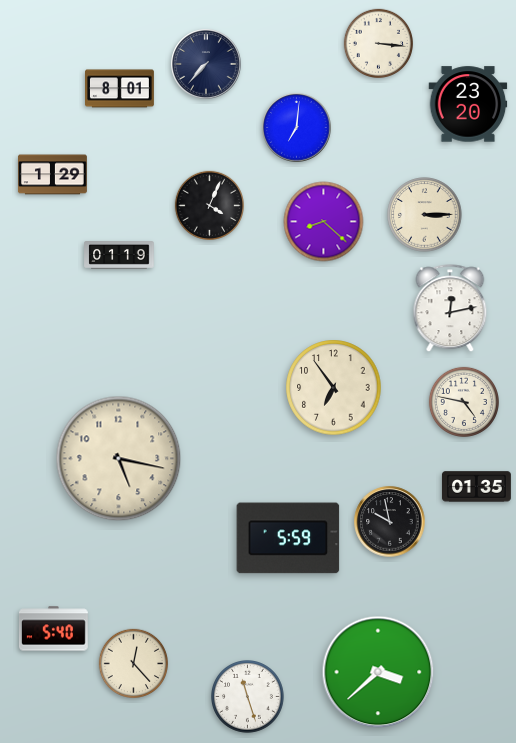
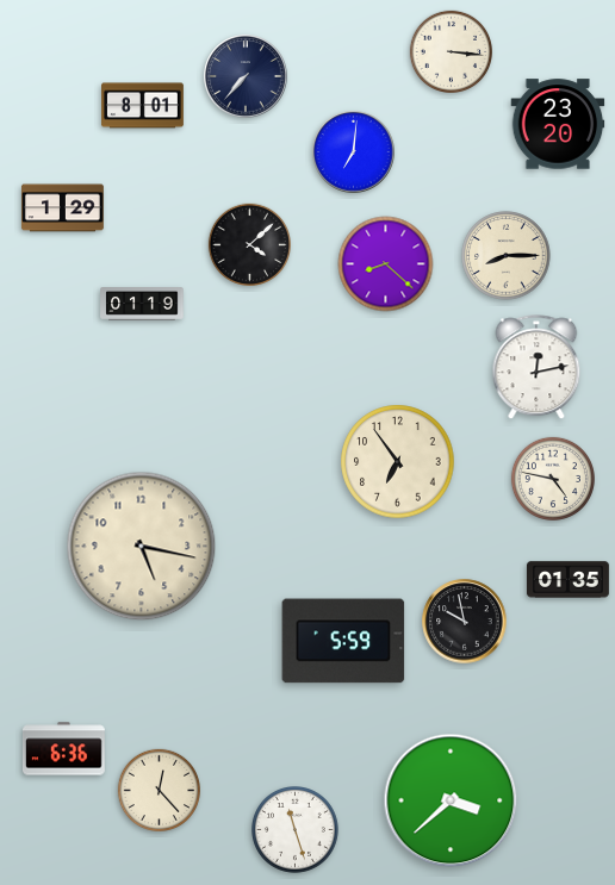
clock at (210, 206): 4:04 -> 4:08
clock at (425, 215): 3:15 -> 8:15
clock at (53, 629): 5:40 -> 6:36
